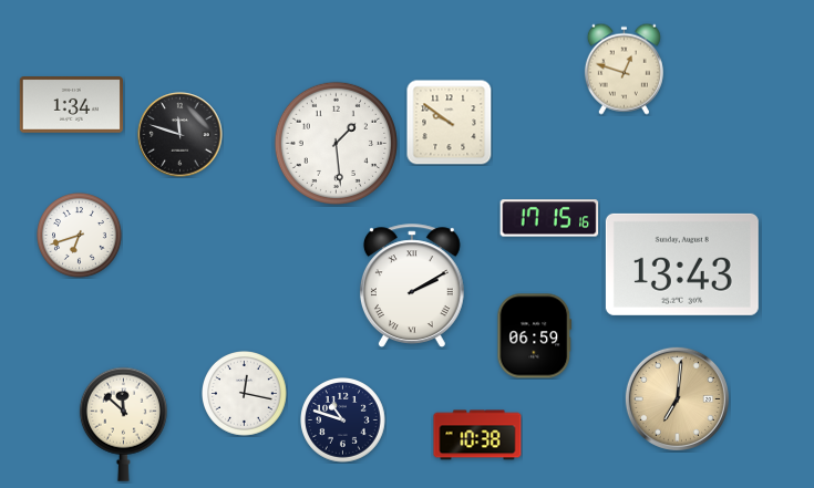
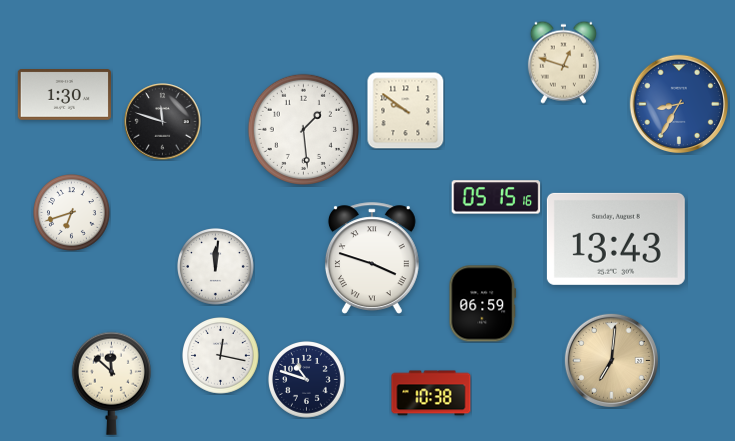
clock at (71, 105): 1:34 -> 1:30
clock at (679, 104): none -> 8:35
clock at (549, 218): 17:15 -> 05:15
clock at (412, 285): 2:10 -> 3:48
clock at (216, 267): none -> 12:01
clock at (343, 420) position: (343, 420) -> (307, 380)
